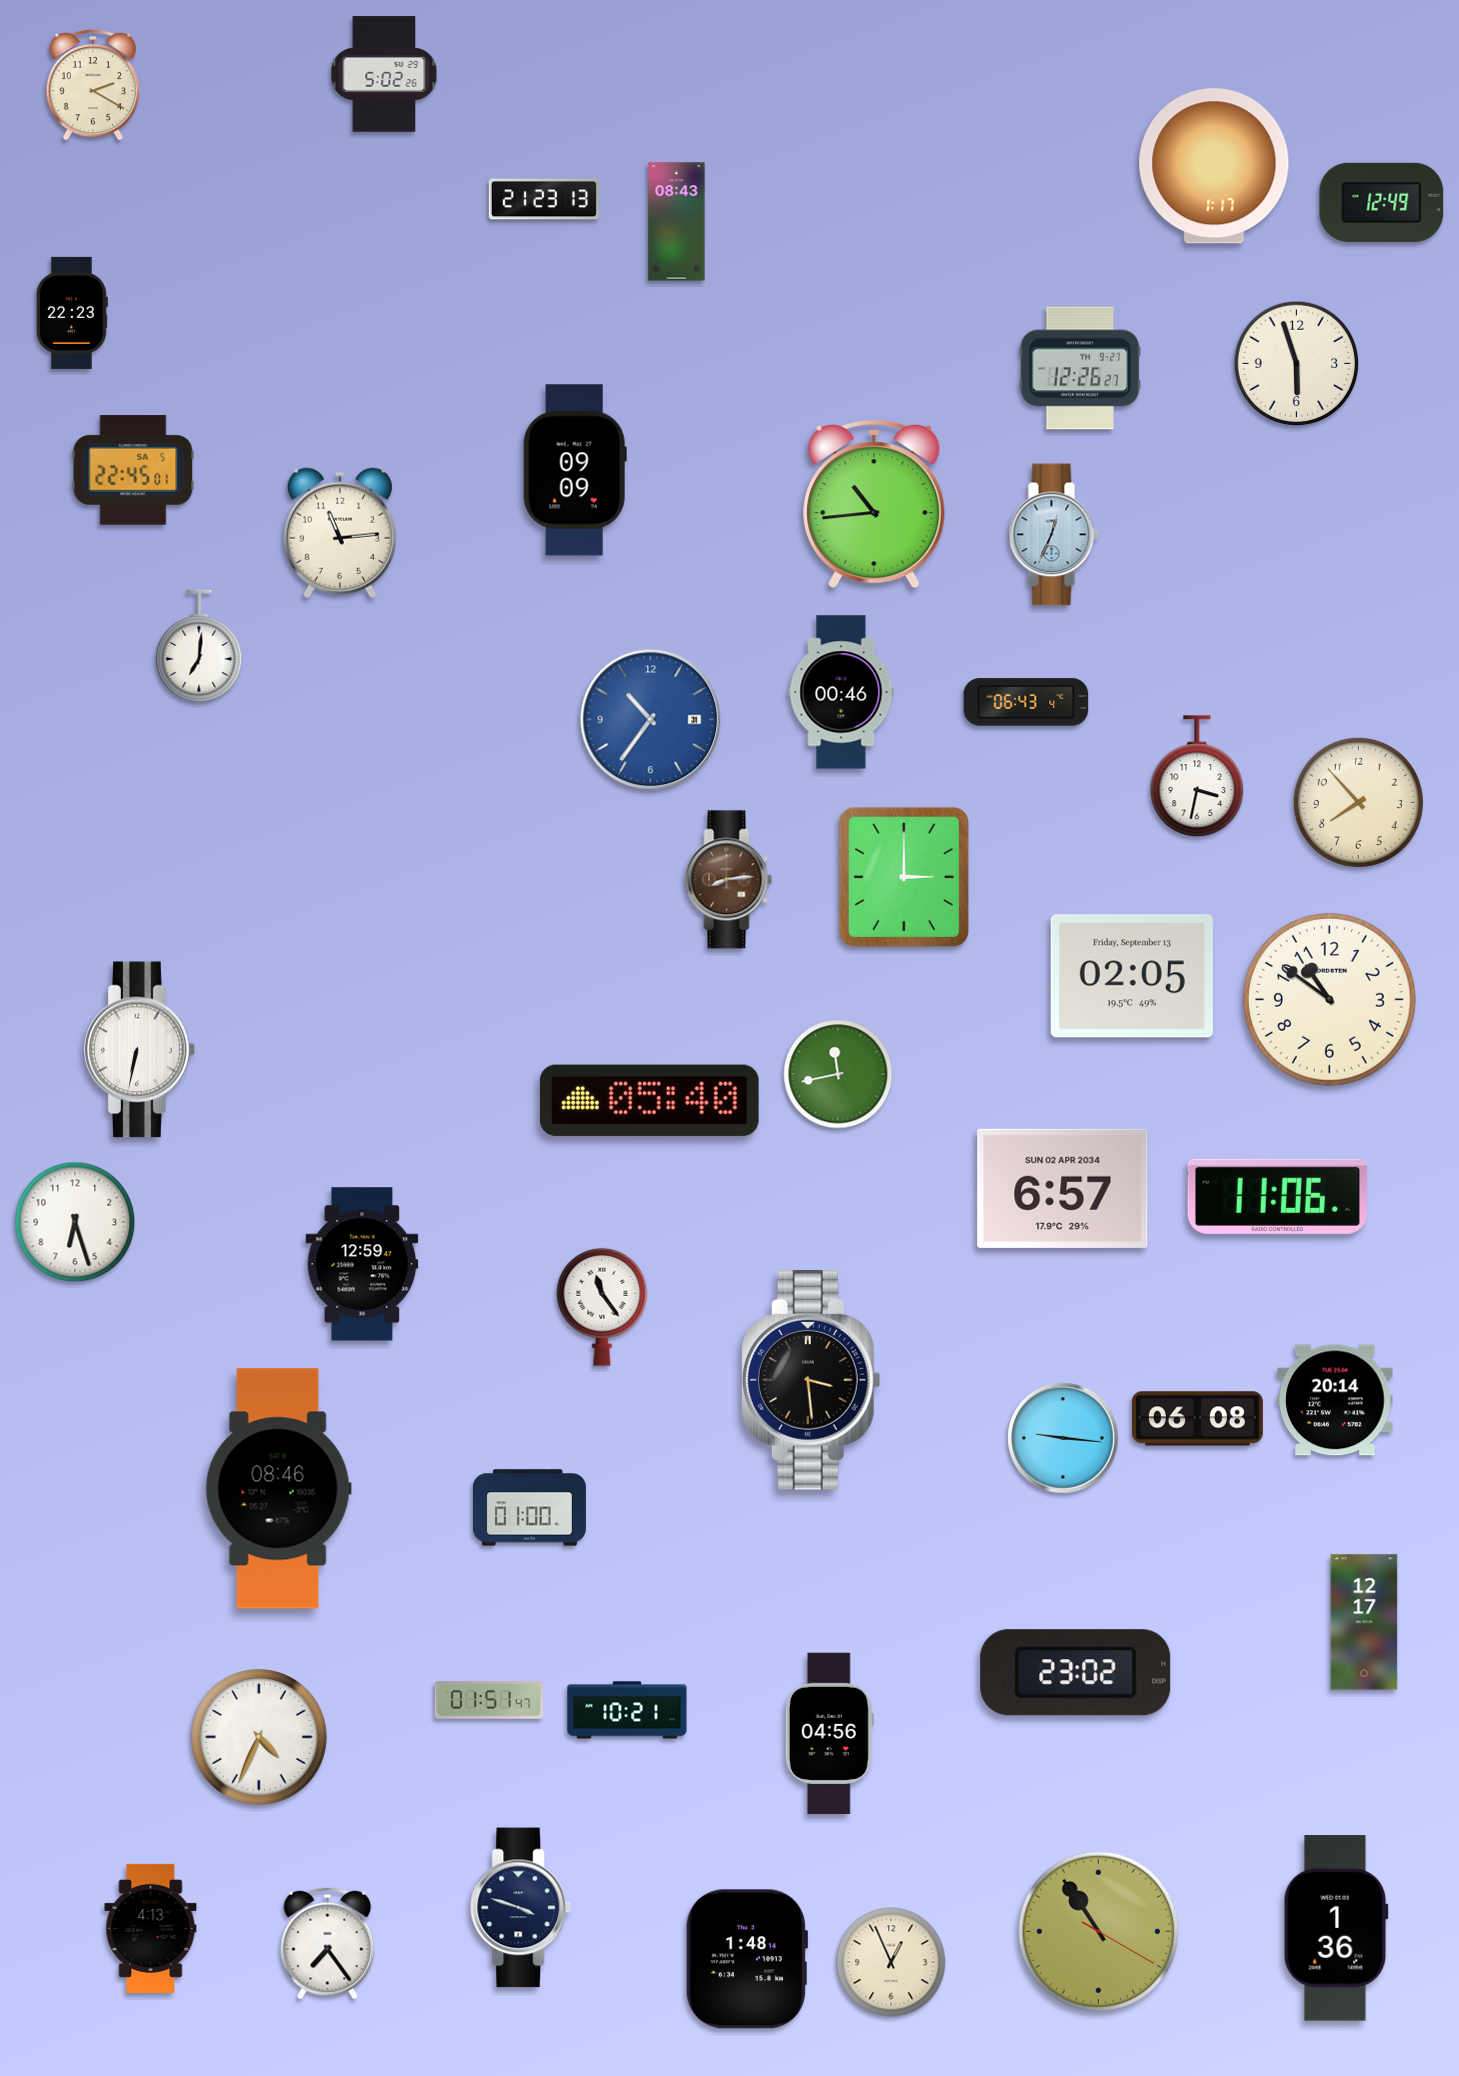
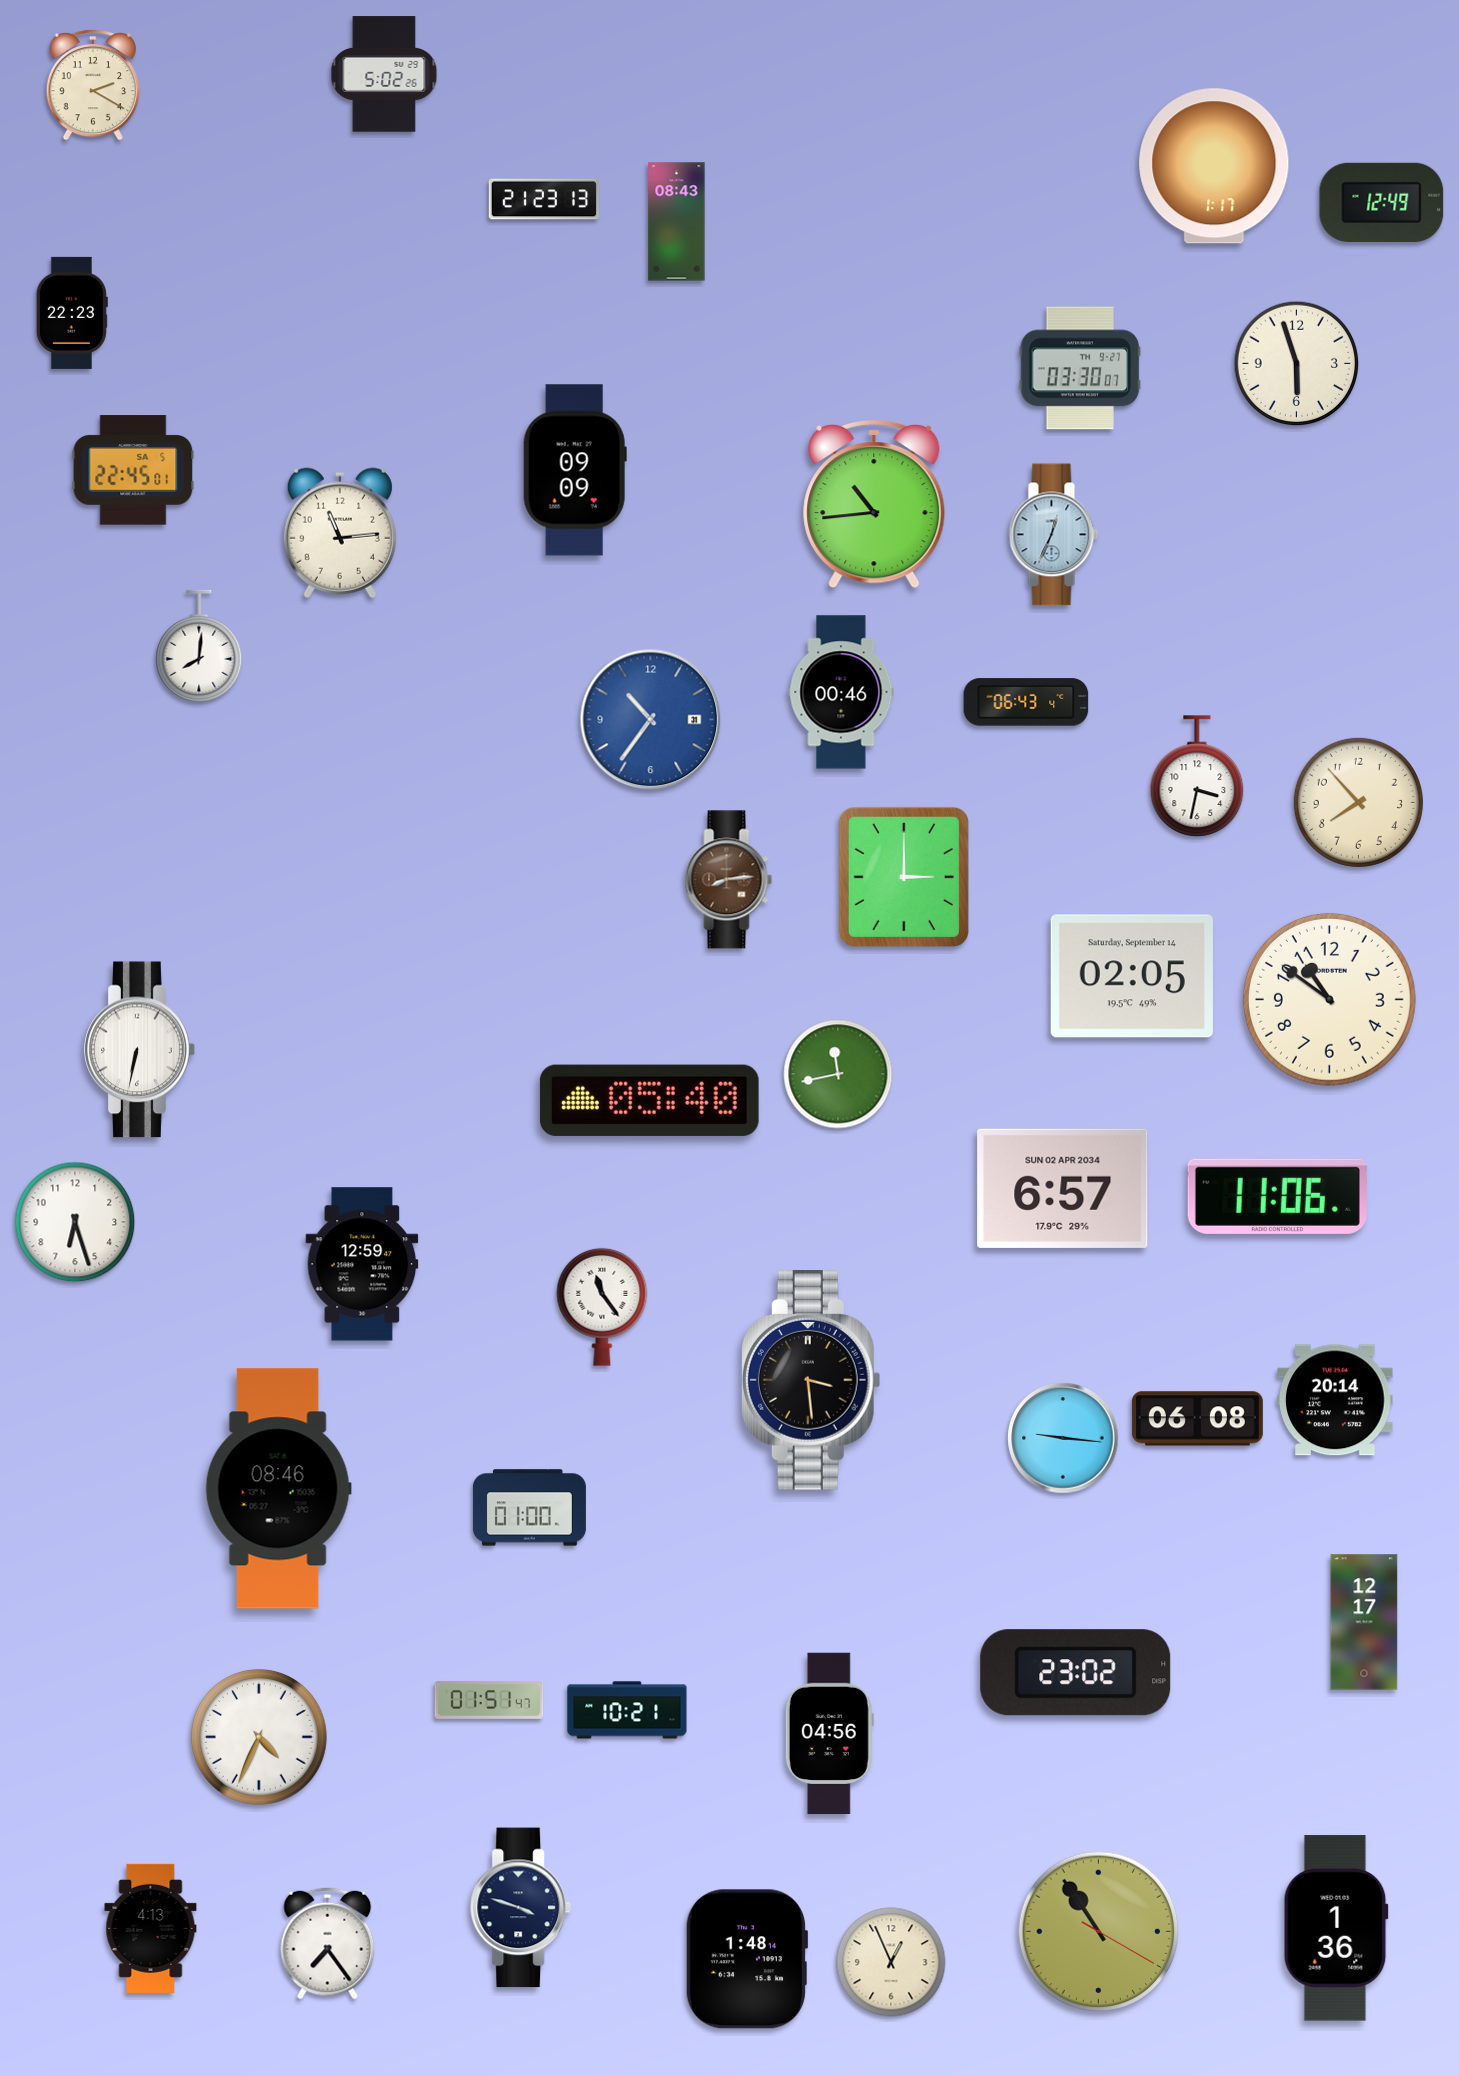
clock at (1080, 368): 12:26 -> 03:30
clock at (199, 646): 7:01 -> 8:01
clock at (1132, 976) date: Friday, September 13 -> Saturday, September 14
